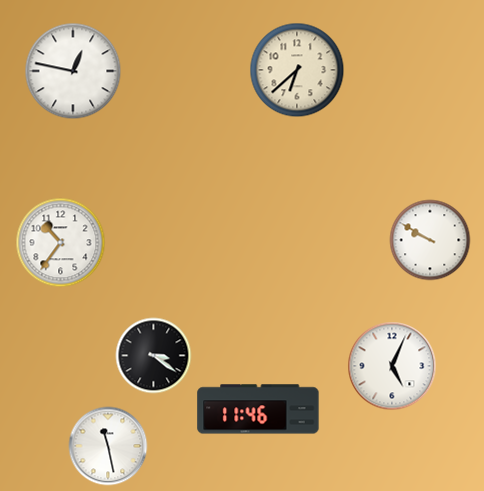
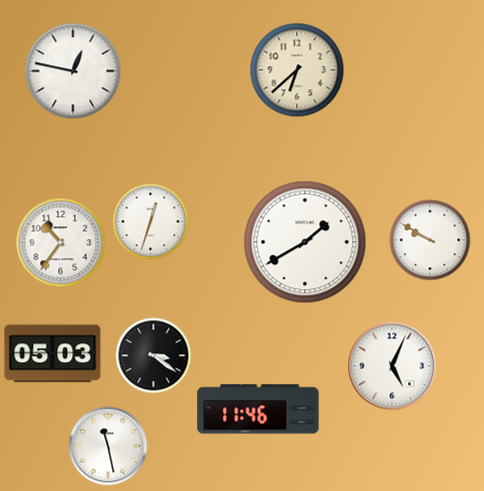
clock at (151, 222): none -> 12:33
clock at (305, 242): none -> 1:40
clock at (53, 354): none -> 05:03
